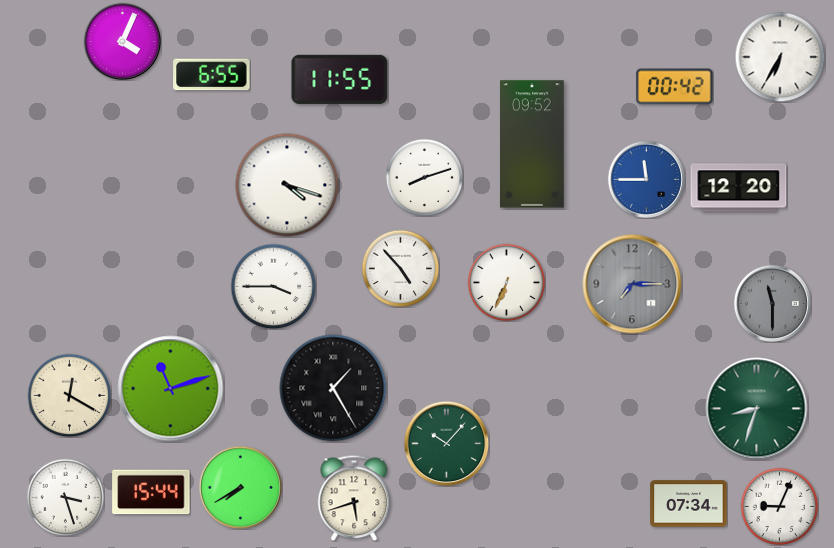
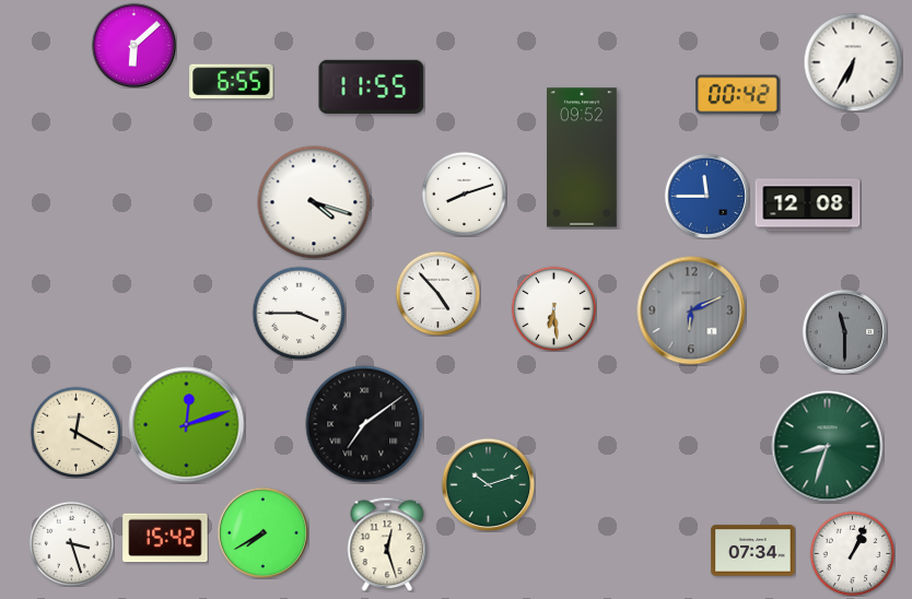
clock at (122, 41): 4:04 -> 6:08
clock at (739, 188): 12:20 -> 12:08
clock at (506, 282): 6:34 -> 6:29
clock at (632, 284): 7:15 -> 6:11
clock at (333, 388): 1:25 -> 7:09
clock at (171, 389): 11:12 -> 12:12
clock at (446, 443): 10:07 -> 10:12
clock at (151, 492): 15:44 -> 15:42
clock at (354, 498): 5:42 -> 12:27
clock at (779, 506): 9:04 -> 1:04
